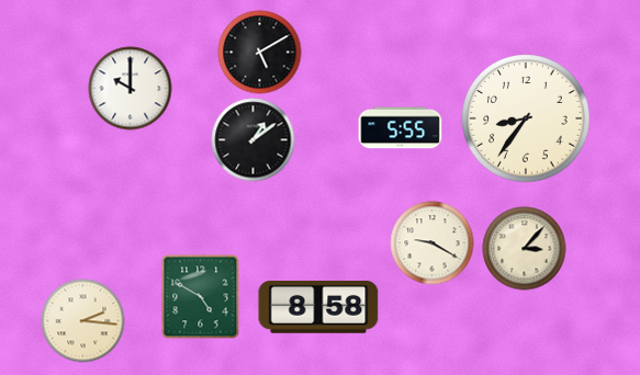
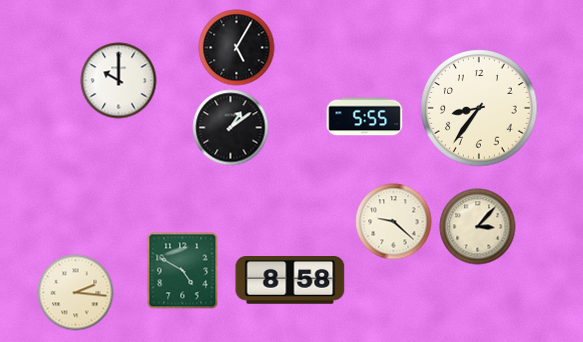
clock at (260, 53): 5:10 -> 5:05
clock at (433, 243): 9:20 -> 9:22
